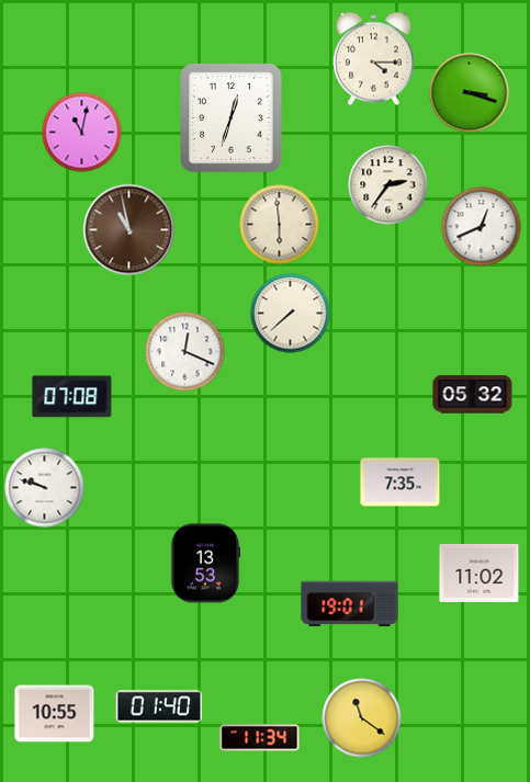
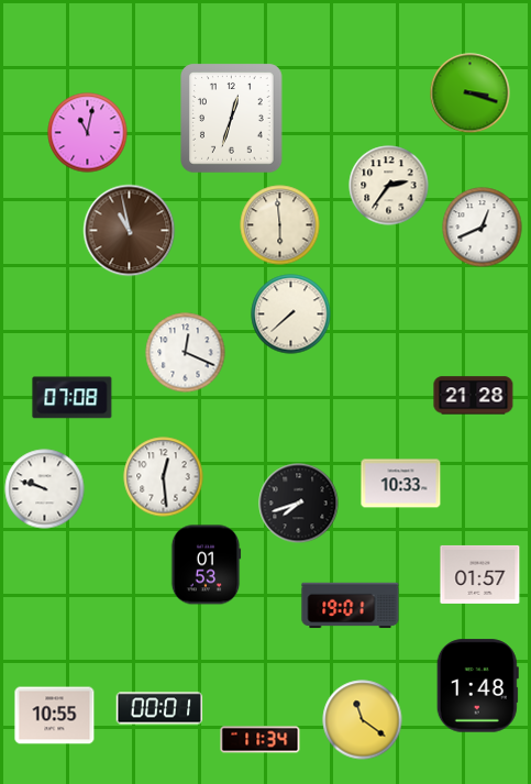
clock at (373, 59): 4:15 -> none
clock at (82, 133) position: (82, 133) -> (88, 133)
clock at (473, 395): 05:32 -> 21:28
clock at (164, 477): none -> 12:29
clock at (401, 483): 7:35 -> 10:33
clock at (299, 504): none -> 7:42
clock at (205, 564): 13:53 -> 01:53
clock at (480, 573): 11:02 -> 01:57
clock at (477, 686): none -> 1:48
clock at (159, 706): 01:40 -> 00:01
